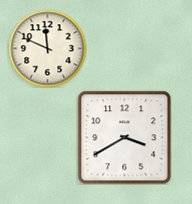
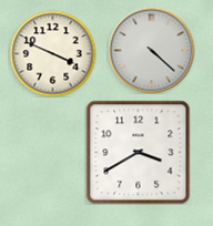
clock at (151, 50): none -> 4:22
clock at (47, 48): 11:49 -> 3:49
